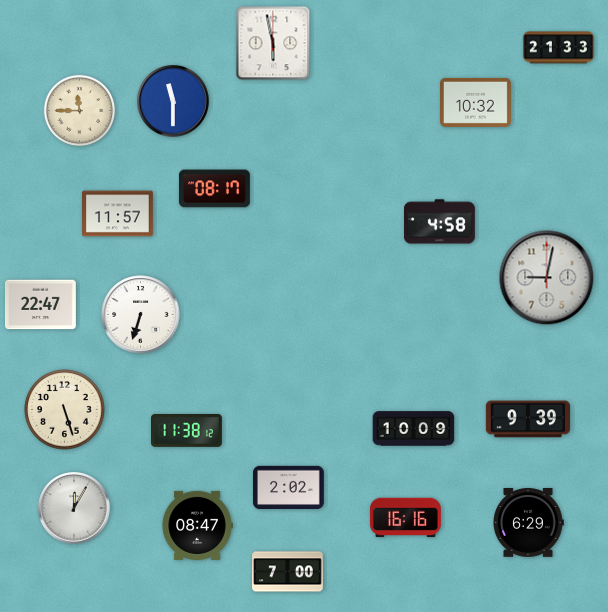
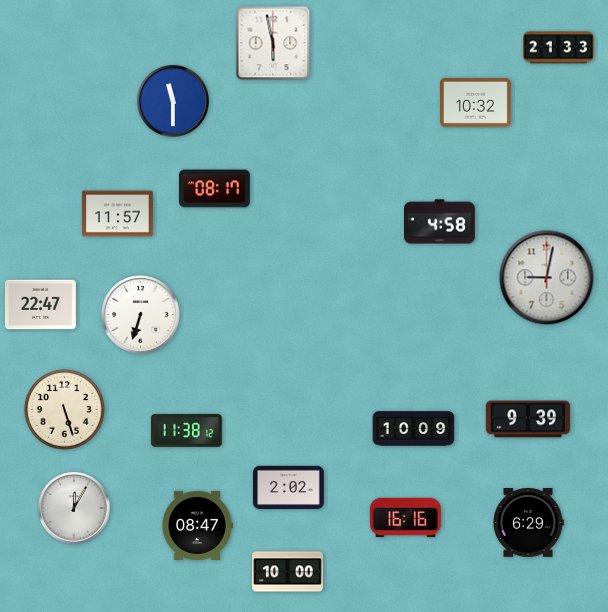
clock at (80, 111): 11:45 -> none
clock at (288, 572): 7:00 -> 10:00
